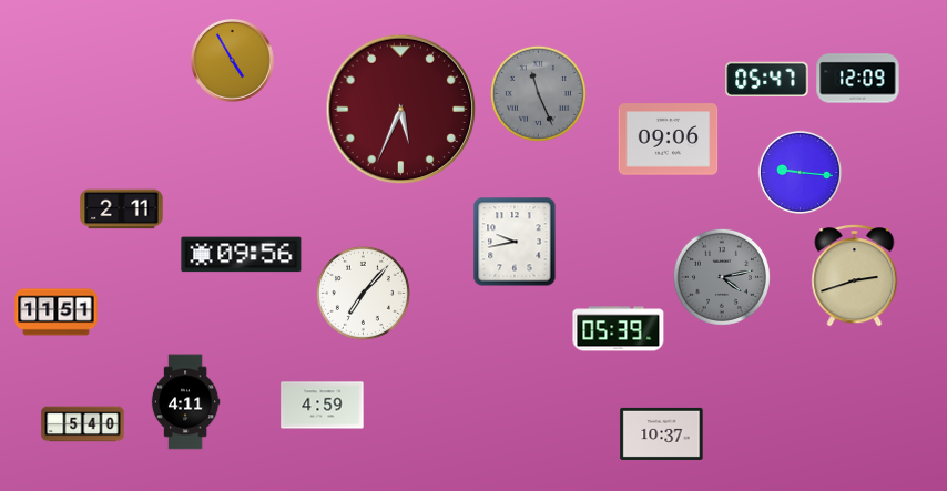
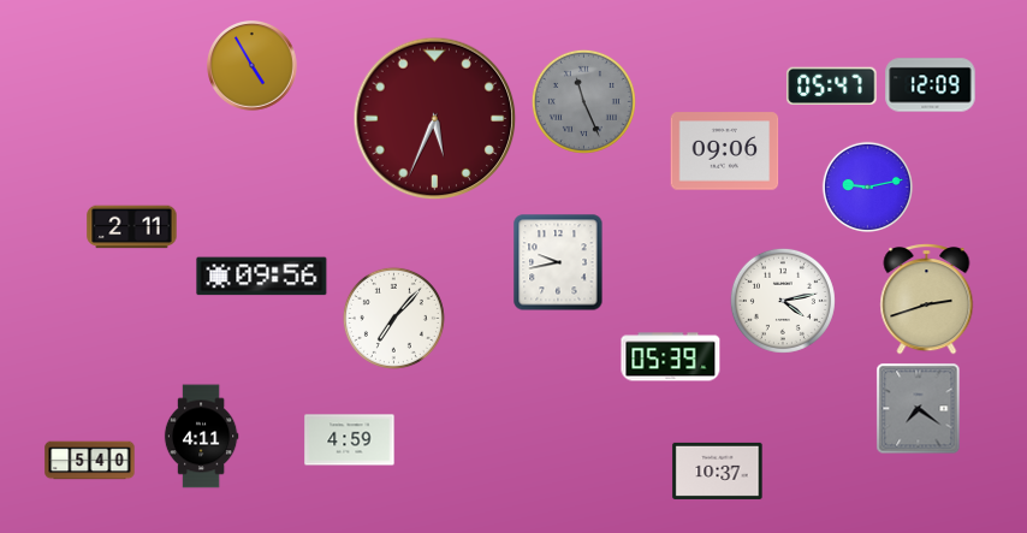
clock at (800, 172): 9:16 -> 9:13
clock at (722, 277) dial: grey -> white
clock at (57, 313): 11:51 -> none
clock at (919, 409): none -> 7:21
